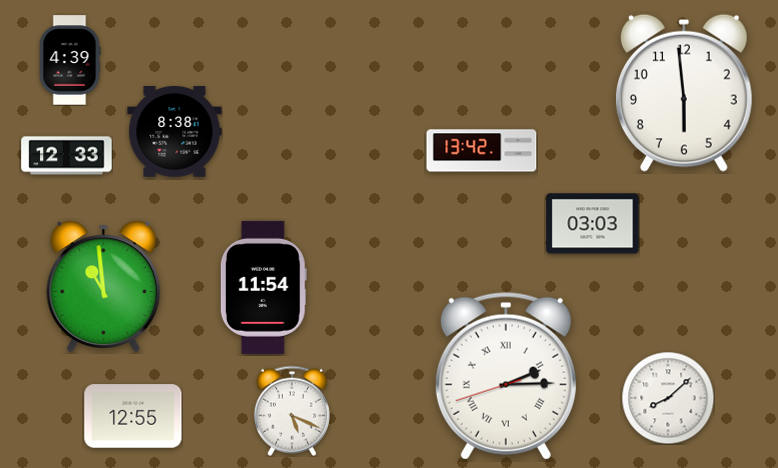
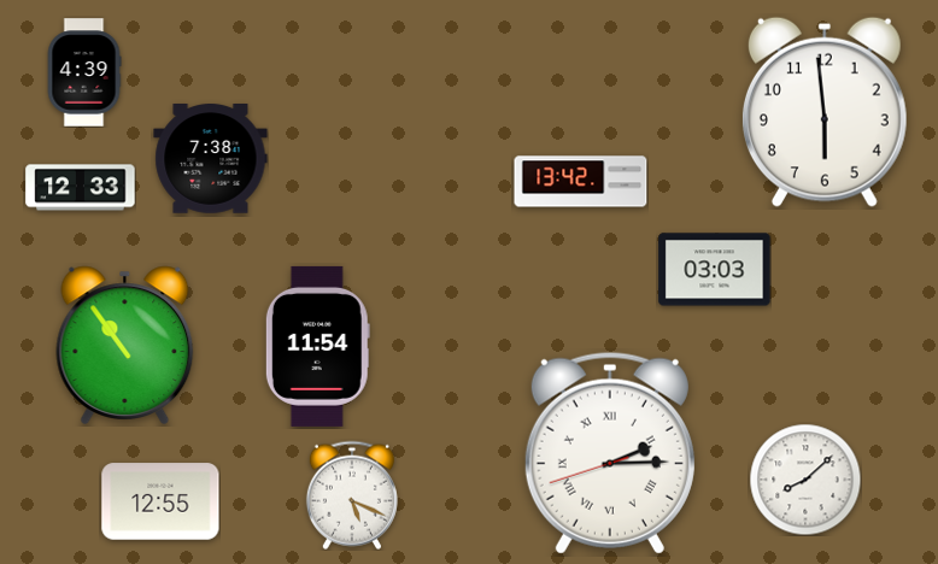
clock at (175, 132): 8:38 -> 7:38
clock at (104, 286): 10:59 -> 10:54
